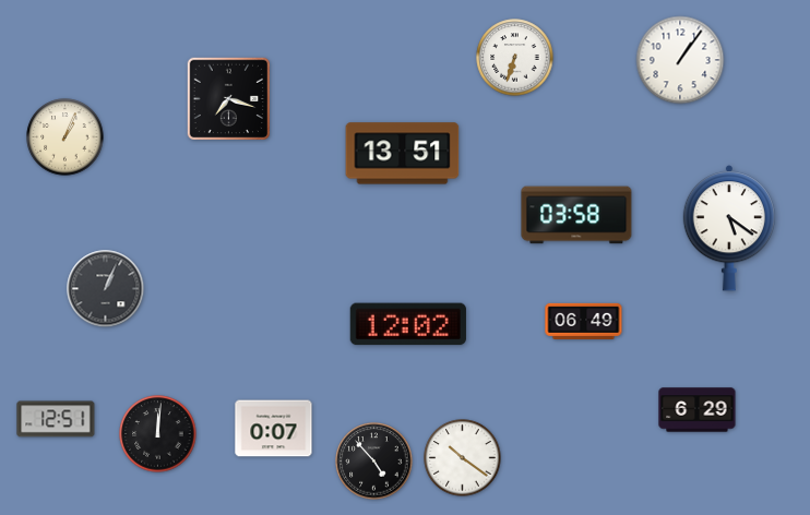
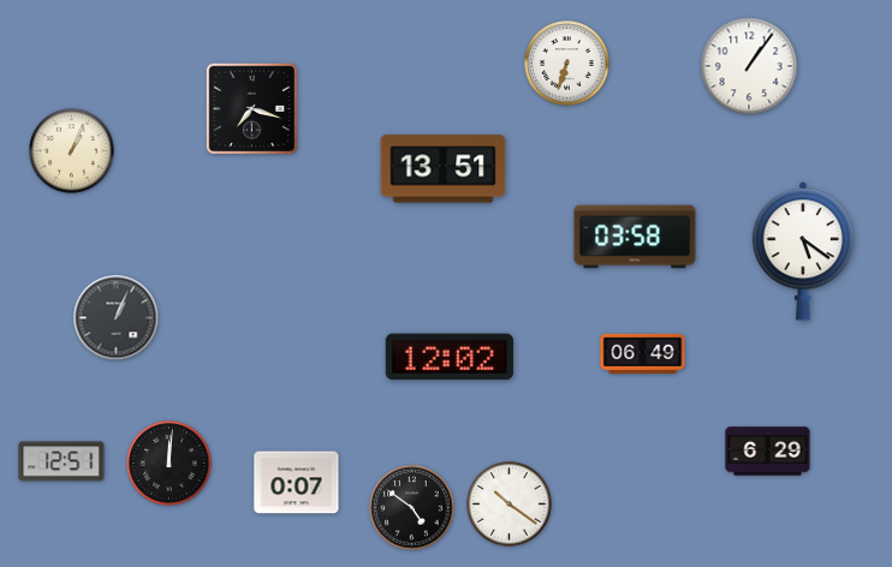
clock at (274, 429) position: (274, 429) -> (297, 483)
clock at (158, 434) position: (158, 434) -> (170, 464)
clock at (374, 462): 4:53 -> 4:51
